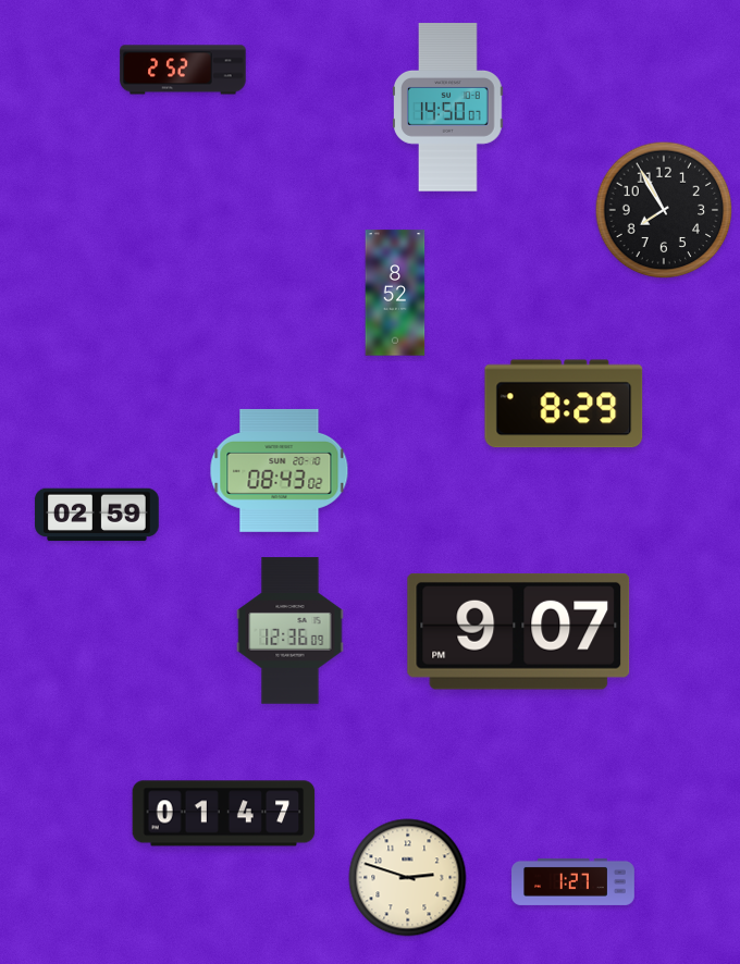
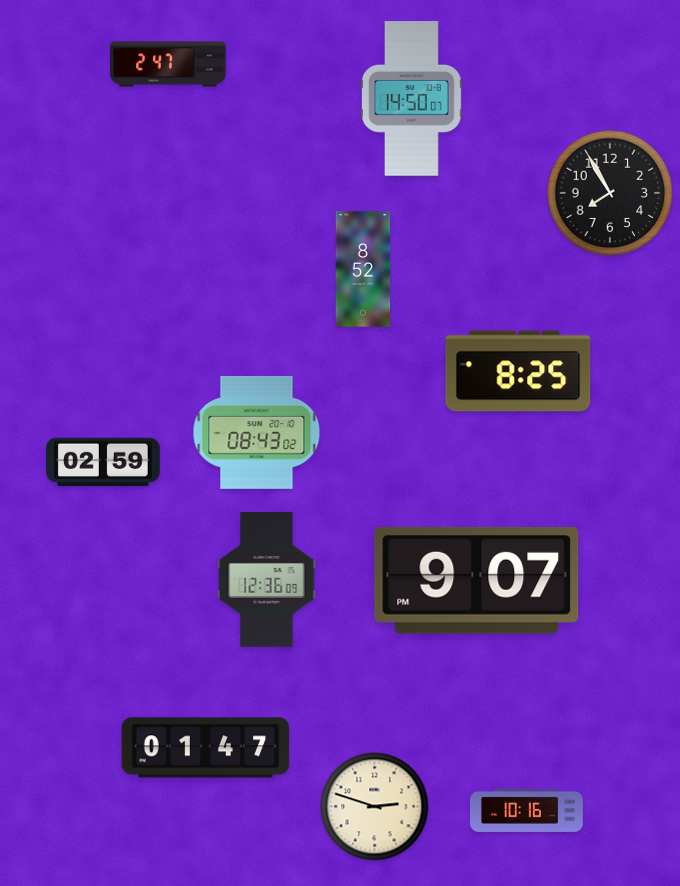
clock at (183, 70): 2:52 -> 2:47
clock at (564, 404): 8:29 -> 8:25
clock at (97, 515) position: (97, 515) -> (103, 462)
clock at (573, 881): 1:27 -> 10:16
